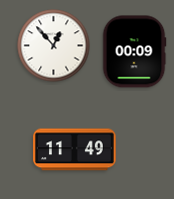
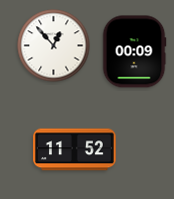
clock at (75, 150): 11:49 -> 11:52
